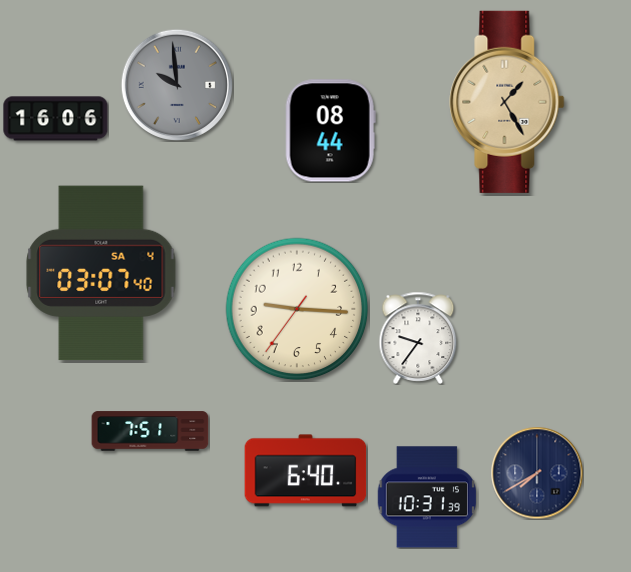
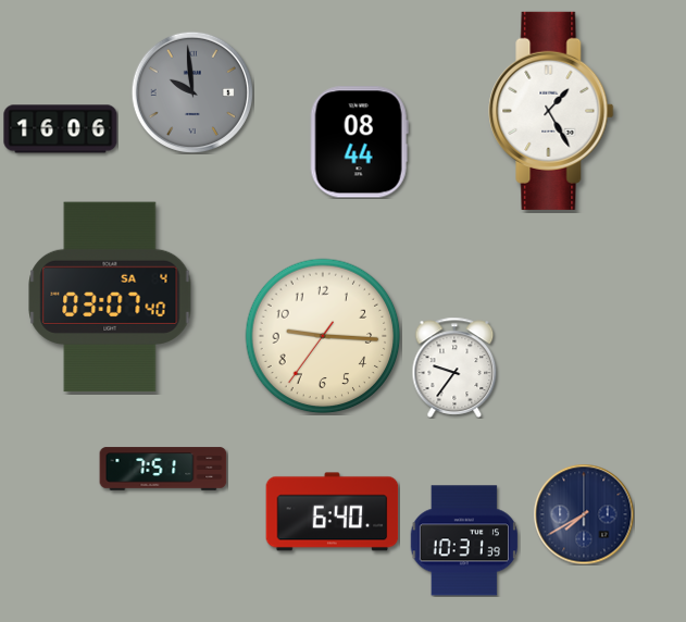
clock at (507, 102) dial: champagne -> white
